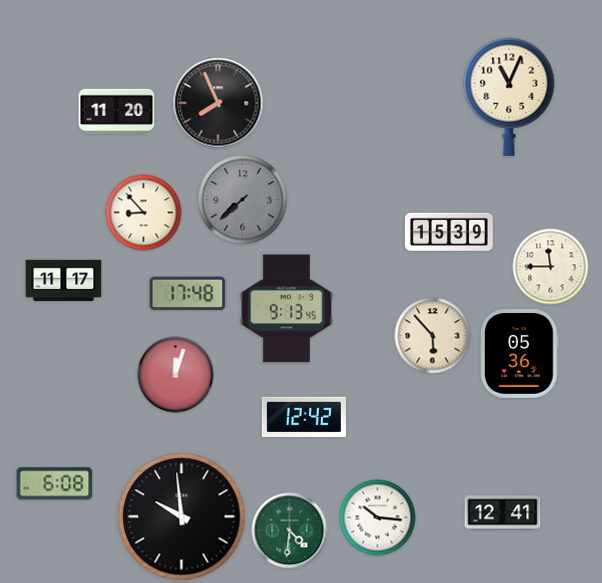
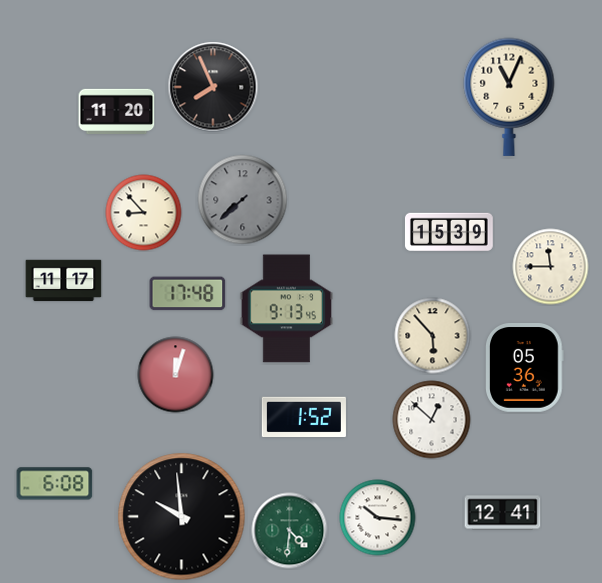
clock at (218, 103) position: (218, 103) -> (213, 87)
clock at (520, 354) position: (520, 354) -> (525, 368)
clock at (304, 416): 12:42 -> 1:52
clock at (432, 420): none -> 12:52
